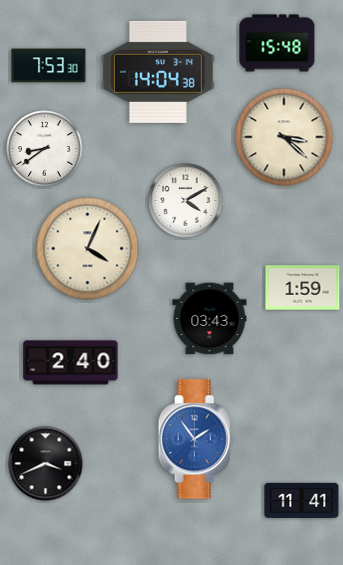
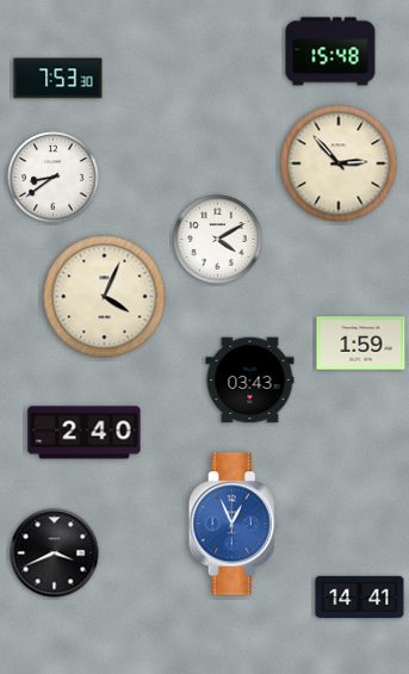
clock at (158, 72): 14:04 -> none
clock at (284, 137): 3:22 -> 2:53
clock at (186, 201) position: (186, 201) -> (218, 240)
clock at (196, 439): 1:54 -> 12:56
clock at (302, 500): 11:41 -> 14:41
